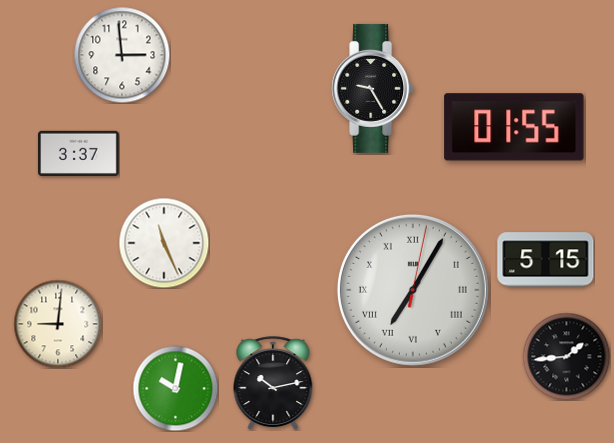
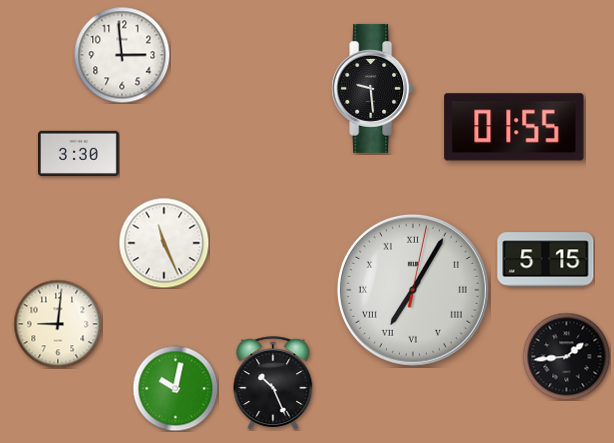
clock at (373, 88): 9:25 -> 9:29
clock at (79, 153): 3:37 -> 3:30
clock at (273, 383): 10:13 -> 10:26
